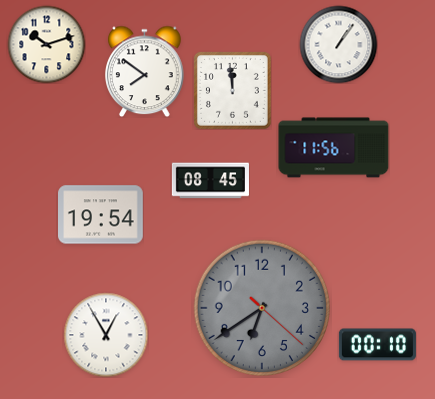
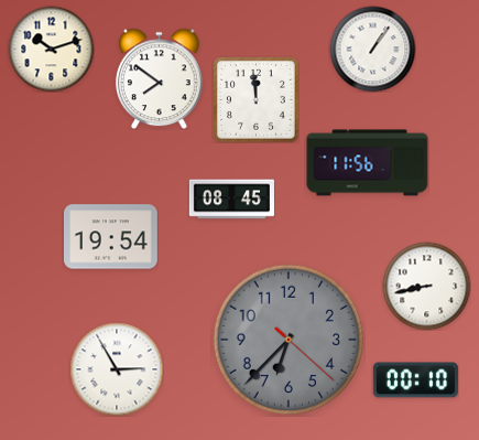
clock at (426, 286): none -> 8:43
clock at (261, 307): 6:39 -> 6:37
clock at (106, 335): 12:55 -> 2:55
